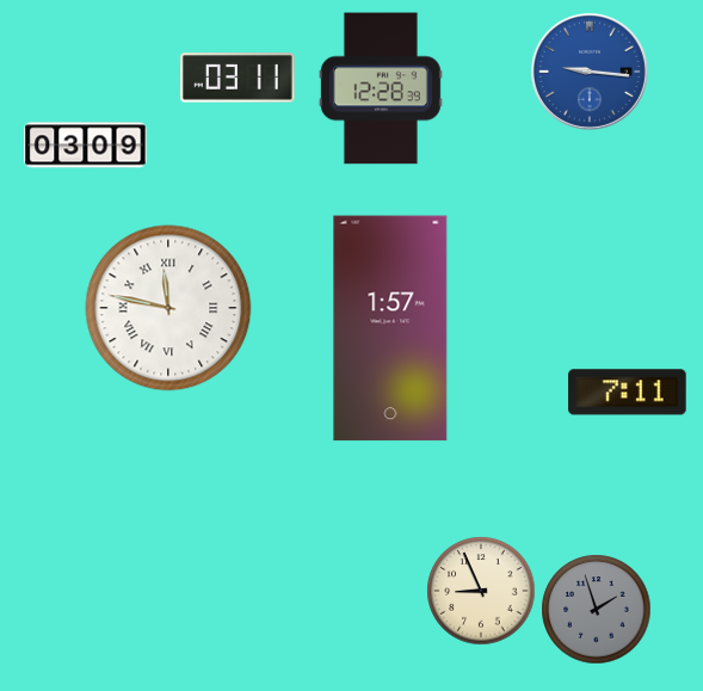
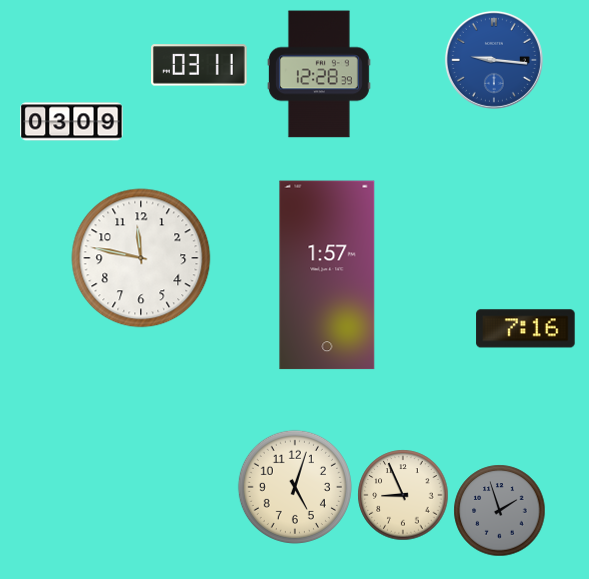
clock at (168, 308) numerals: Roman -> Arabic
clock at (628, 393): 7:11 -> 7:16
clock at (295, 487): none -> 5:03
